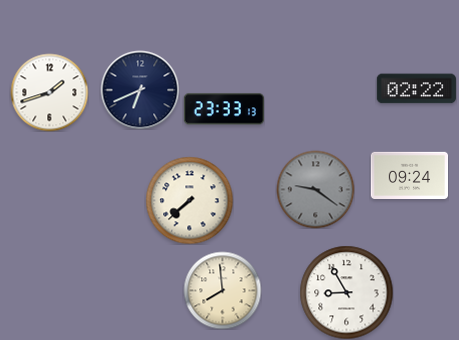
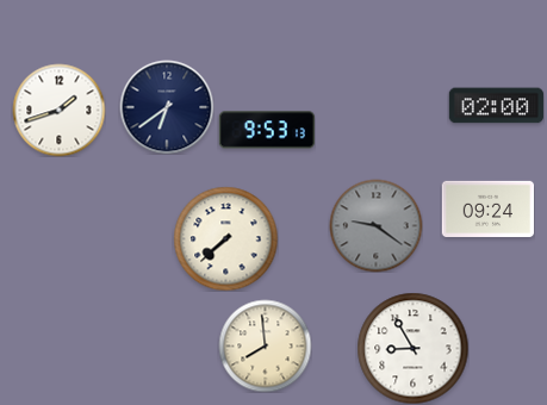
clock at (416, 89): 02:22 -> 02:00
clock at (140, 90): 6:41 -> 6:39
clock at (224, 109): 23:33 -> 9:53
